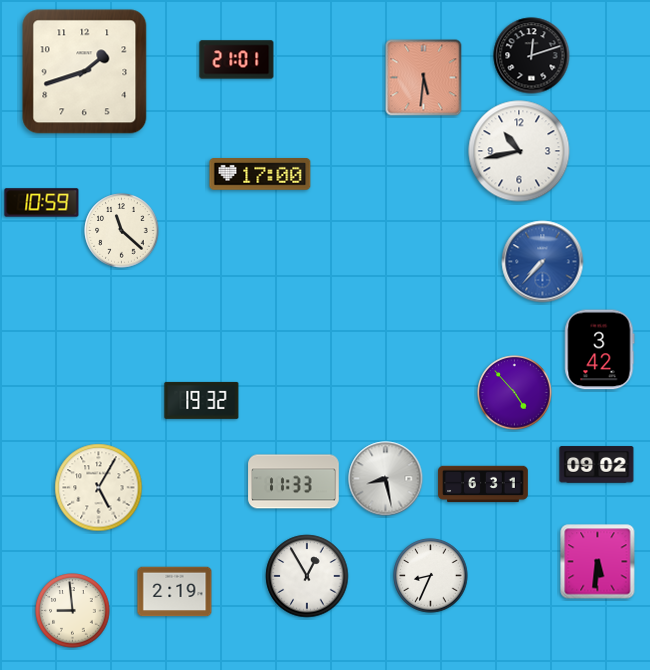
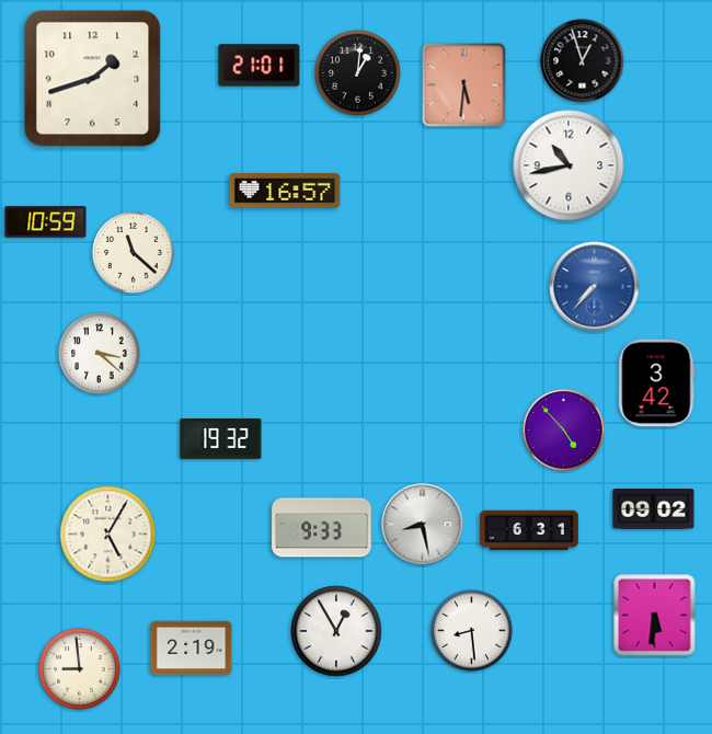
clock at (532, 56): 12:12 -> 12:57
clock at (358, 73): none -> 1:01
clock at (260, 174): 17:00 -> 16:57
clock at (100, 354): none -> 3:22
clock at (294, 482): 11:33 -> 9:33
clock at (431, 576): 8:34 -> 8:29
